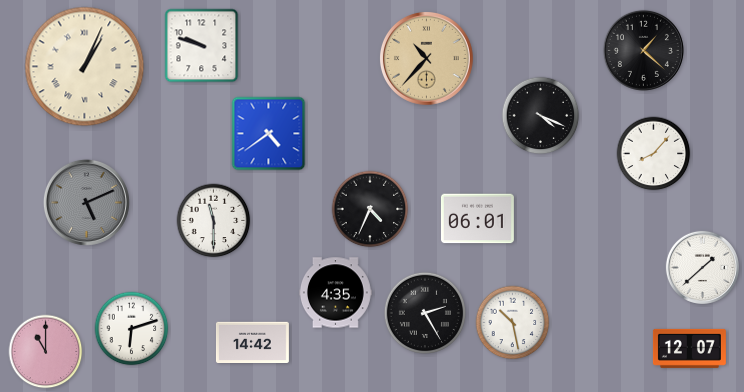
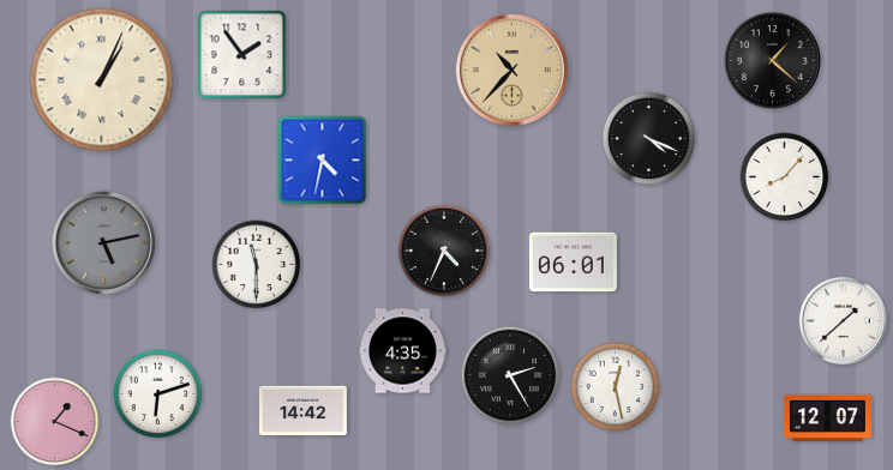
clock at (202, 46): 9:48 -> 1:54
clock at (269, 134): 4:39 -> 4:32
clock at (654, 154) position: (654, 154) -> (785, 177)
clock at (86, 202): 5:11 -> 5:13
clock at (513, 323): 10:28 -> 12:28
clock at (46, 352): 11:00 -> 1:19
